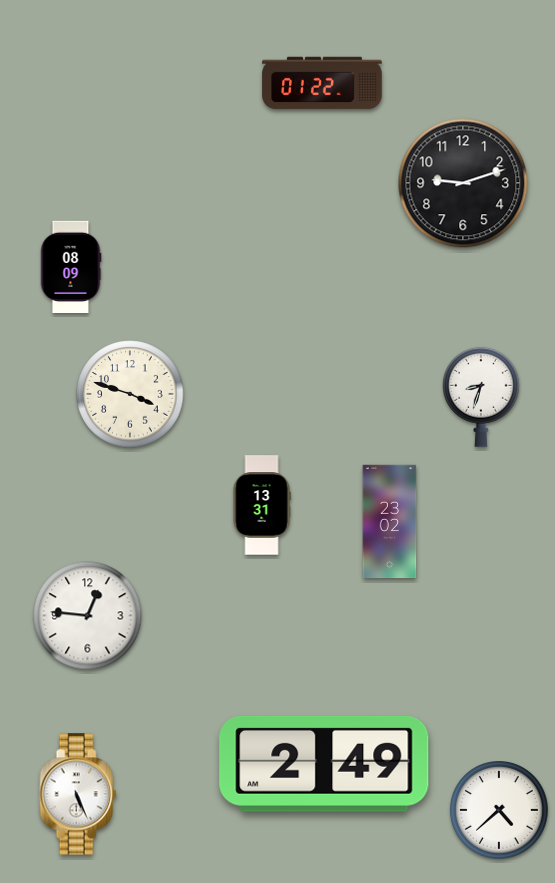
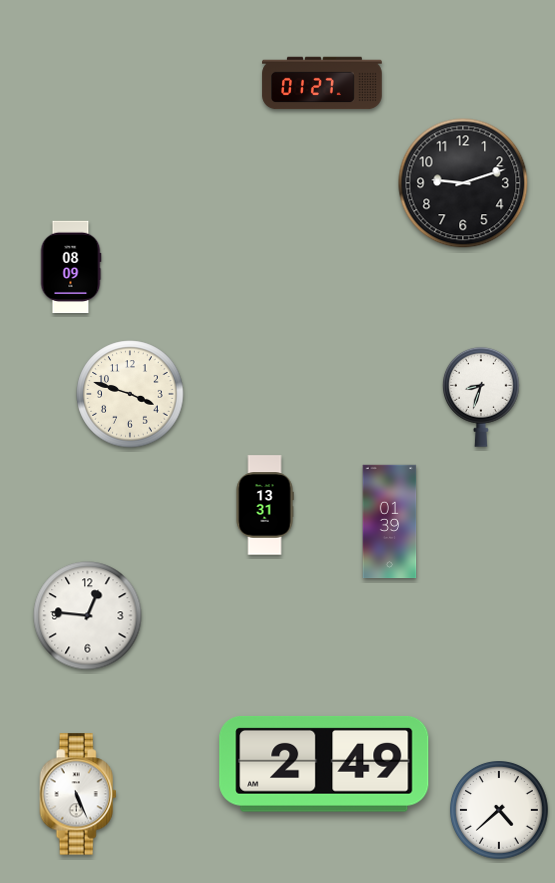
clock at (322, 83): 01:22 -> 01:27
clock at (262, 505) position: (262, 505) -> (265, 505)
clock at (390, 522): 23:02 -> 01:39
